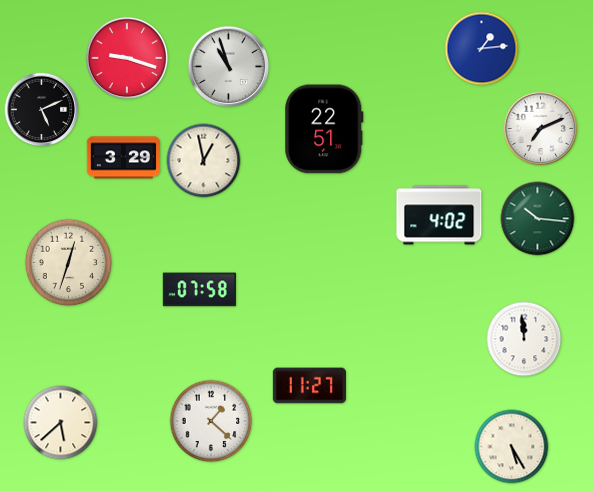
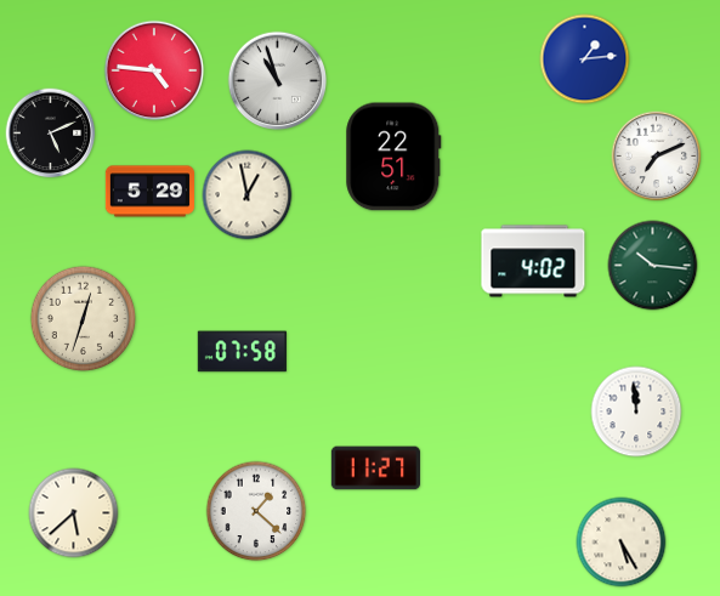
clock at (127, 58): 9:18 -> 4:46
clock at (123, 158): 3:29 -> 5:29
